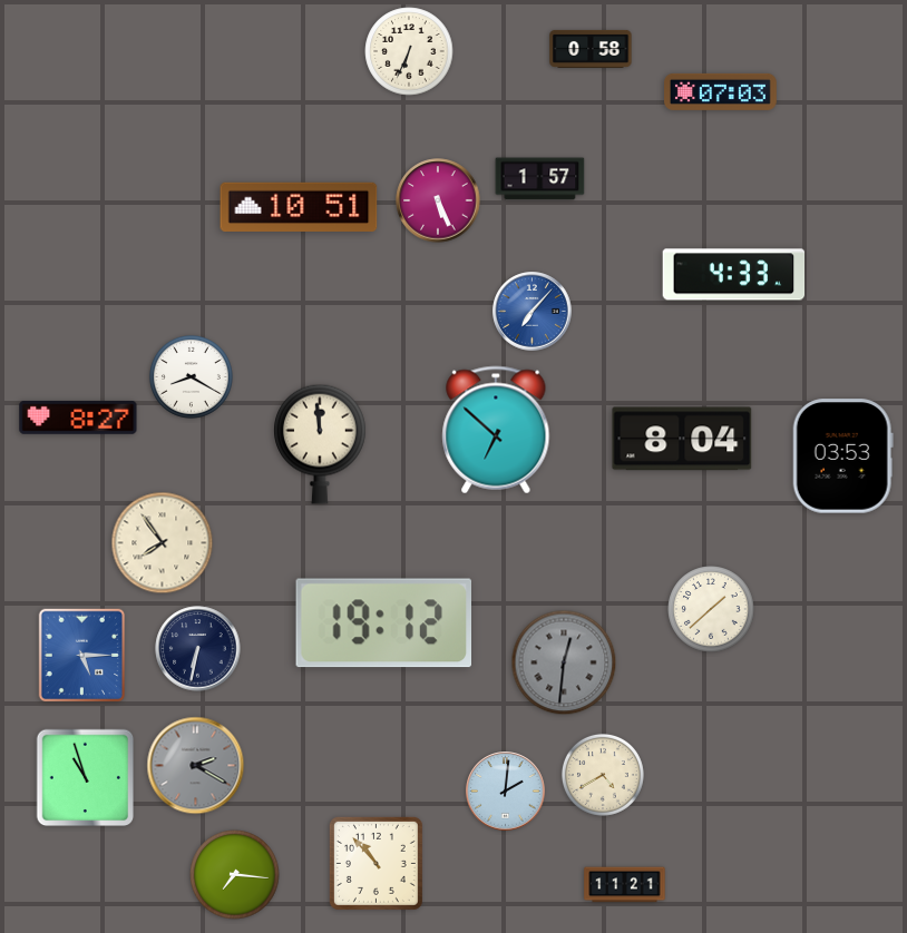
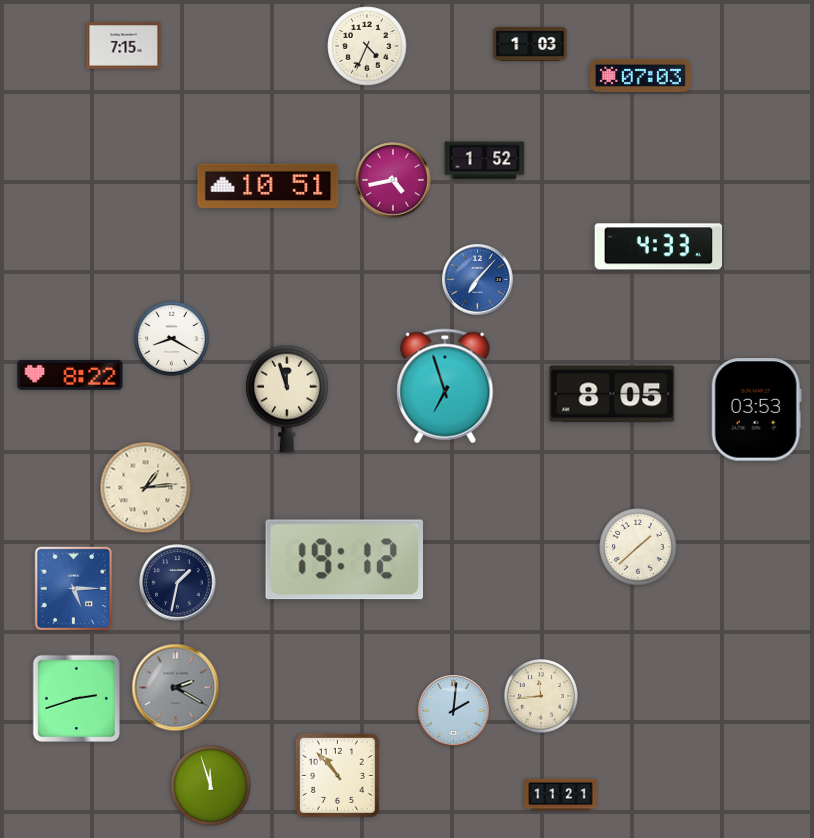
clock at (591, 49): 0:58 -> 1:03
clock at (124, 46): none -> 7:15
clock at (409, 51): 6:34 -> 4:34
clock at (721, 91) position: (721, 91) -> (641, 75)
clock at (540, 179): 1:57 -> 1:52
clock at (438, 200): 5:26 -> 4:43
clock at (78, 418): 8:27 -> 8:22
clock at (496, 430): 6:52 -> 6:57
clock at (682, 439): 8:04 -> 8:05
clock at (321, 444): 11:59 -> 11:57
clock at (163, 543): 7:54 -> 1:14
clock at (198, 649): 6:32 -> 1:32
clock at (564, 662): 12:31 -> none
clock at (603, 775): 4:40 -> 11:44
clock at (86, 778): 10:57 -> 2:42
clock at (235, 875): 7:16 -> 11:57
